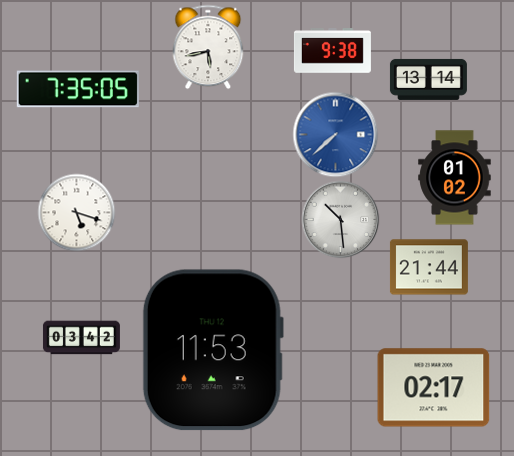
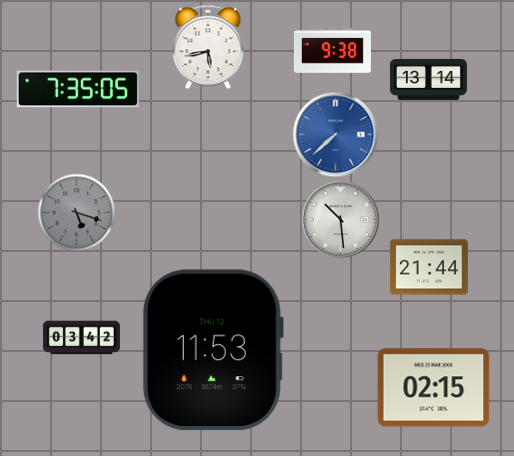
clock at (455, 178): 01:02 -> none
clock at (76, 212) dial: white -> grey
clock at (434, 388): 02:17 -> 02:15
